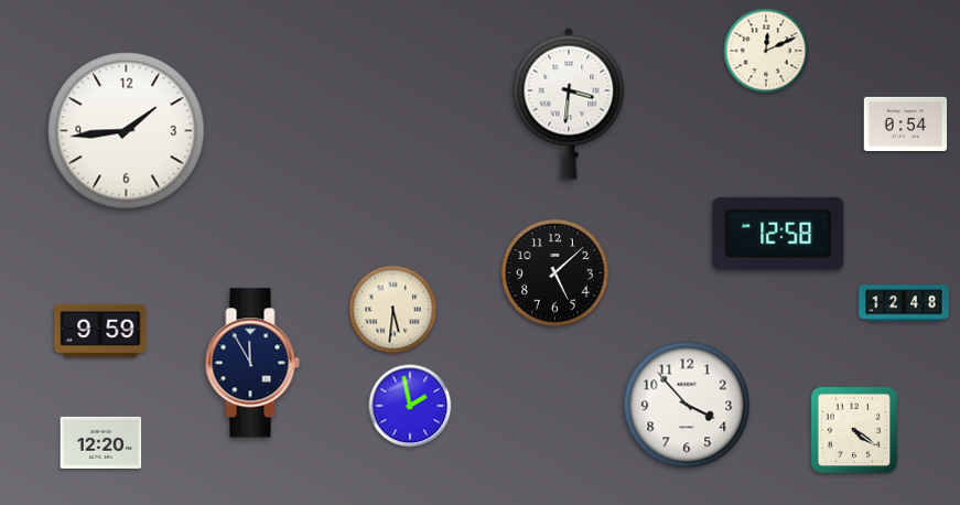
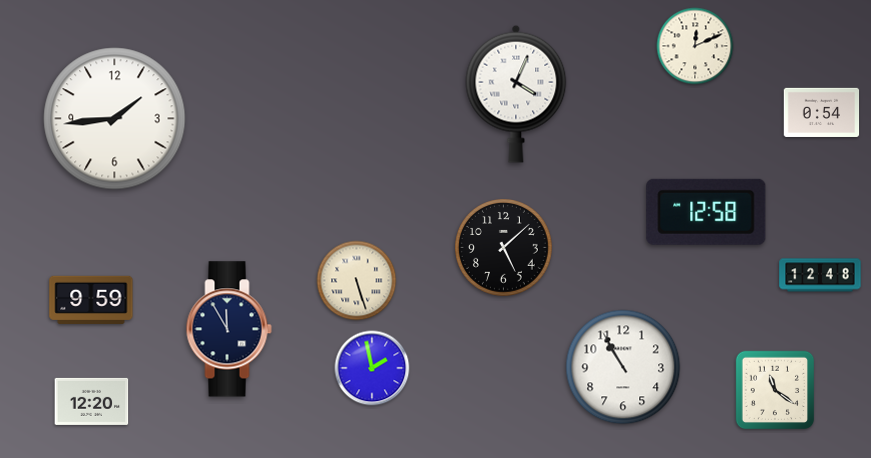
clock at (569, 104): 3:31 -> 4:04
clock at (393, 310): 5:31 -> 5:27
clock at (687, 405): 3:53 -> 10:55
clock at (854, 430): 4:21 -> 11:21
